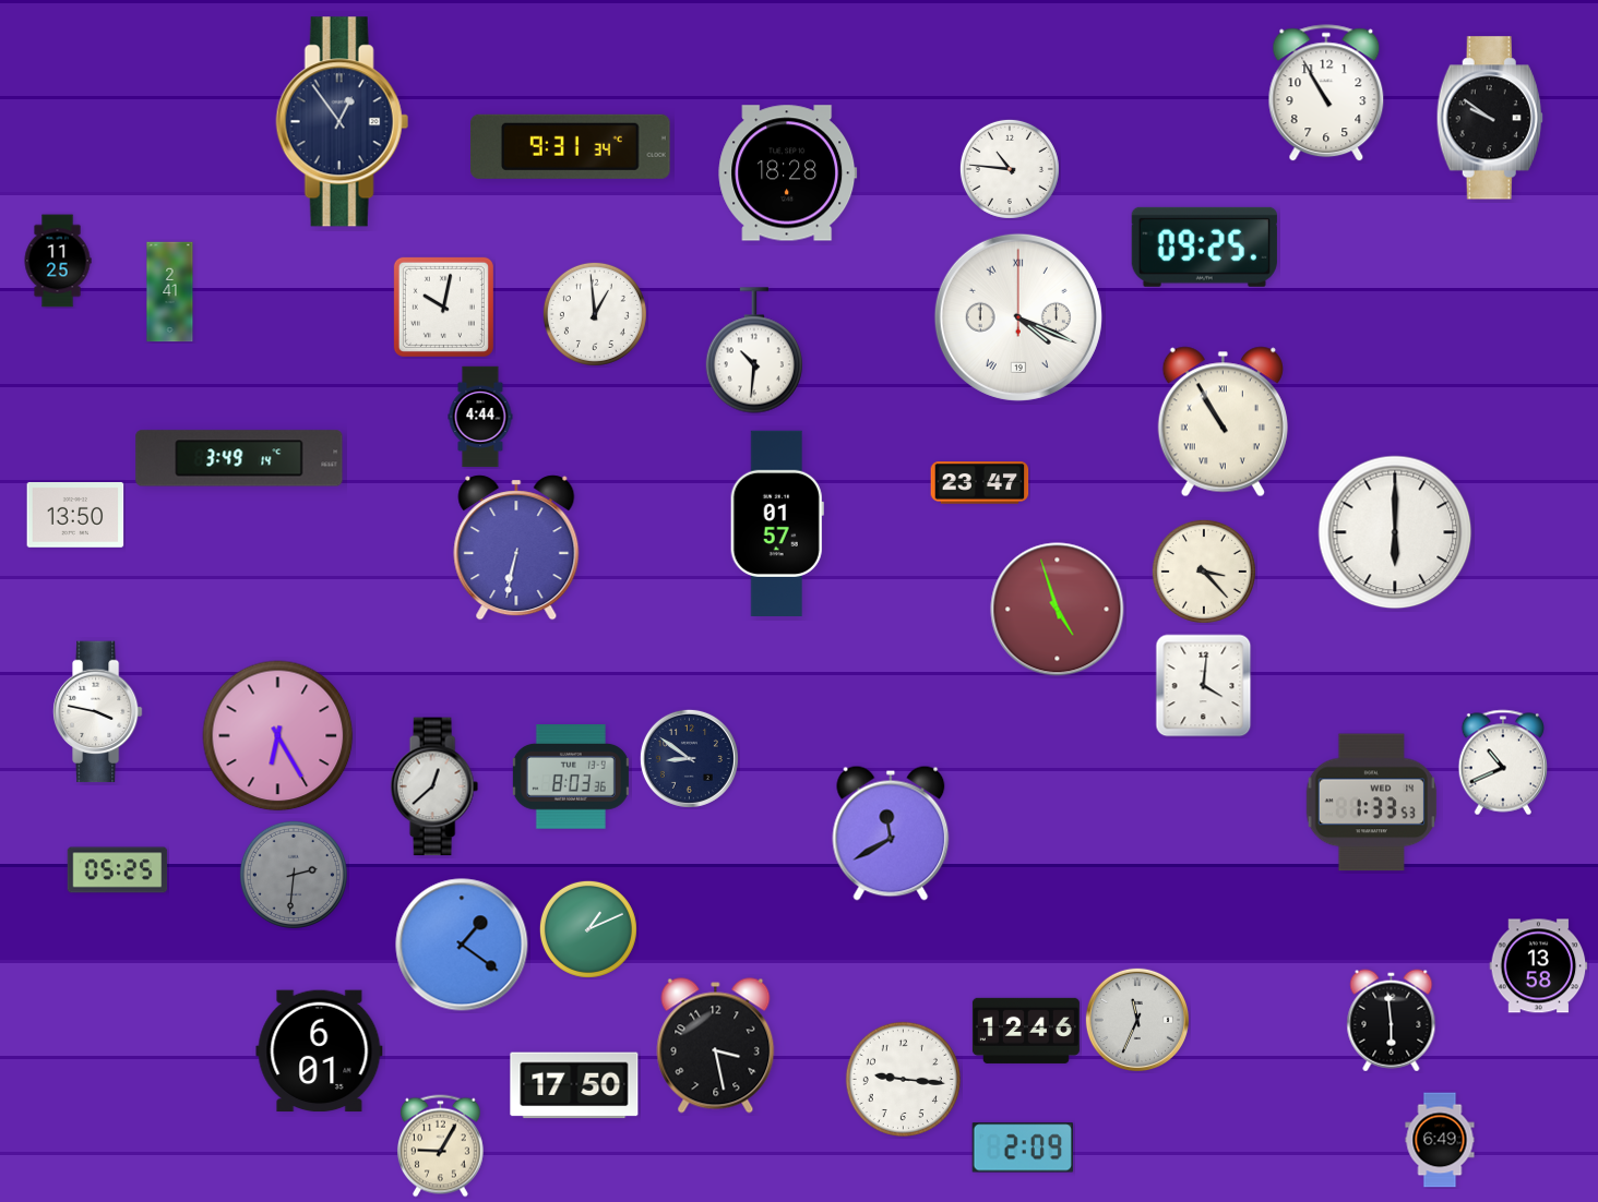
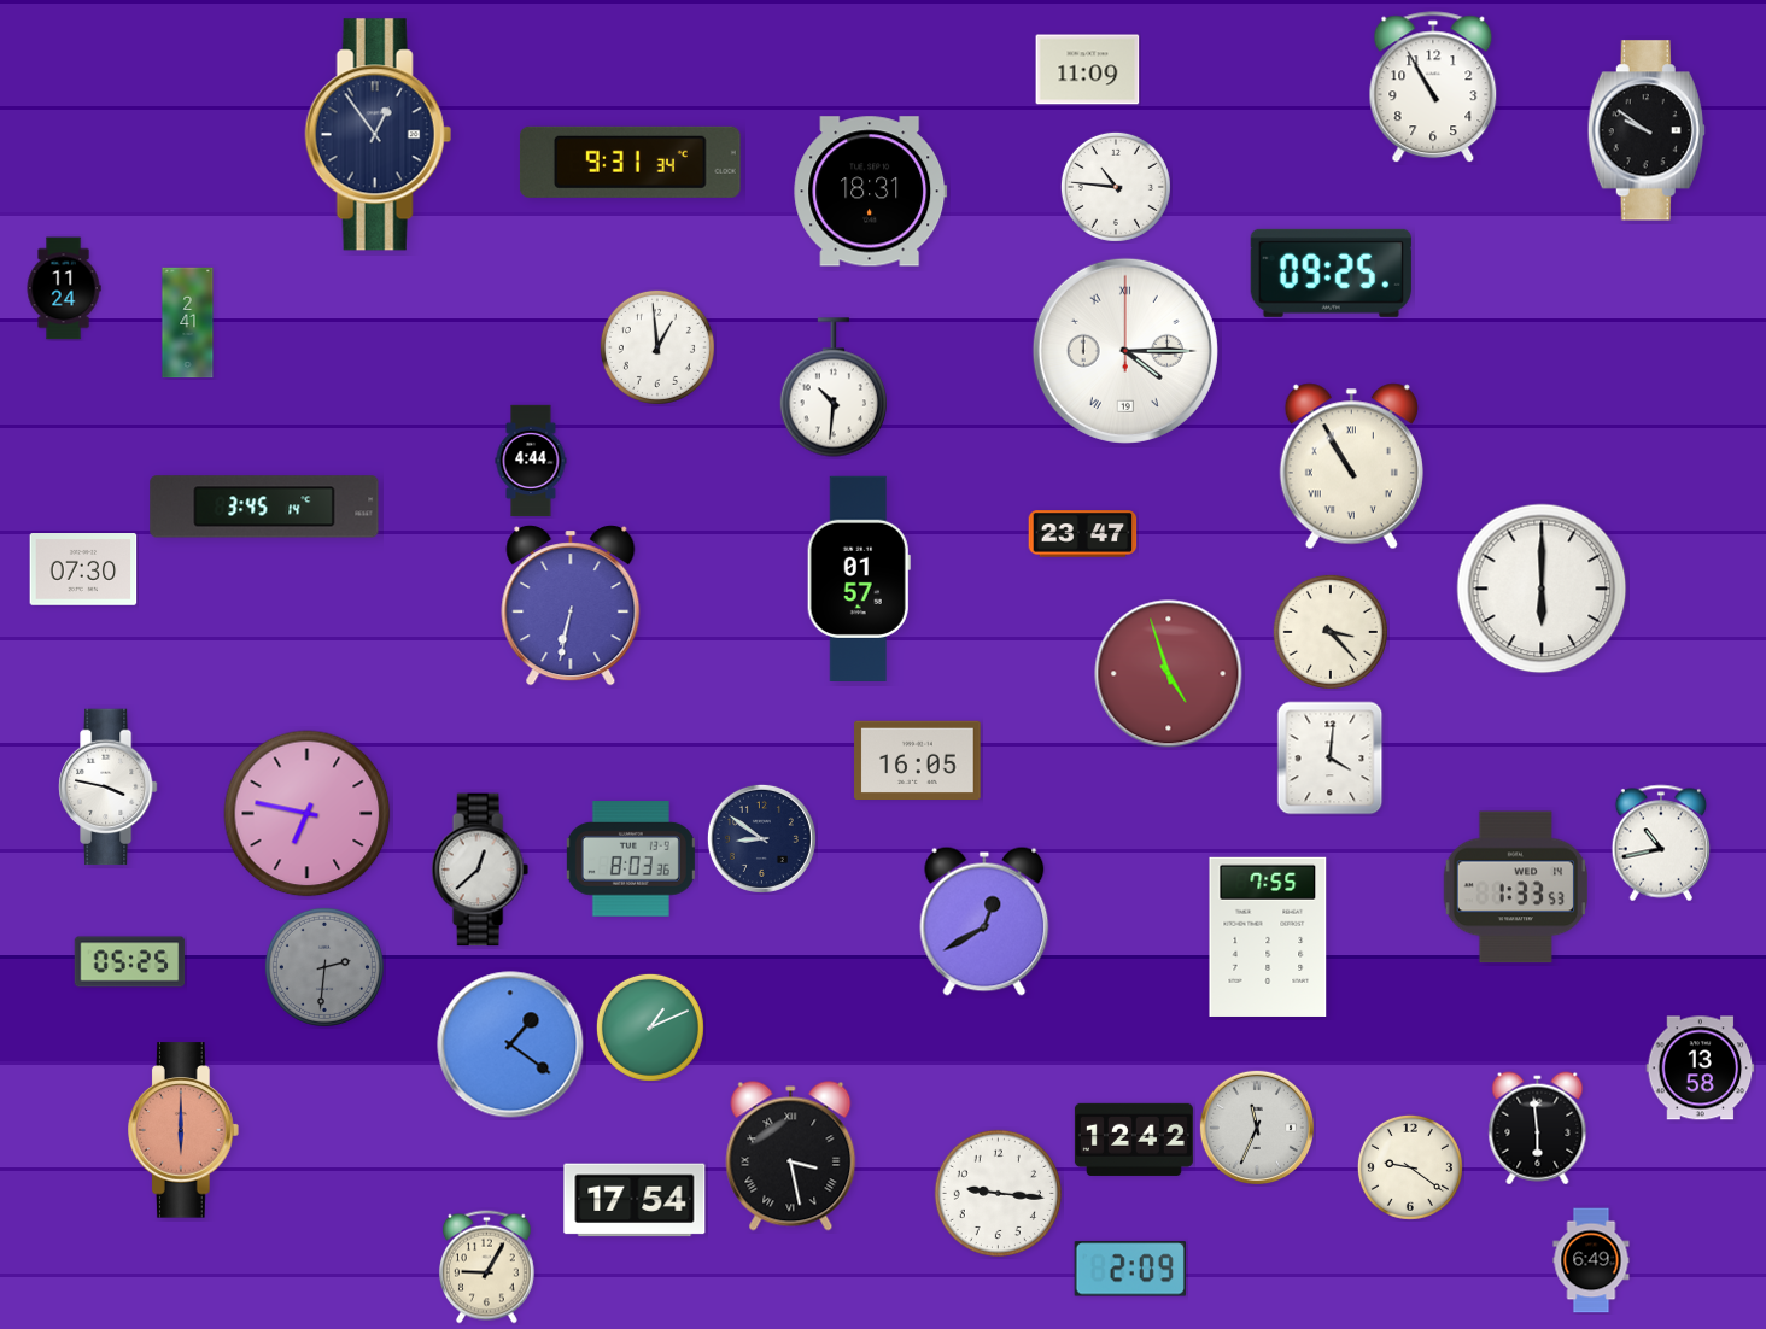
clock at (1088, 70): none -> 11:09
clock at (1326, 94) position: (1326, 94) -> (1433, 88)
clock at (788, 173): 18:28 -> 18:31
clock at (58, 261): 11:25 -> 11:24
clock at (443, 306): 10:02 -> none
clock at (1018, 317): 4:19 -> 4:15
clock at (239, 458): 3:49 -> 3:45
clock at (75, 516): 13:50 -> 07:30
clock at (918, 760): none -> 16:05
clock at (278, 736): 6:25 -> 6:47
clock at (1502, 762): 10:41 -> 10:43
clock at (891, 833): 11:40 -> 12:40
clock at (1268, 937): none -> 7:55
clock at (185, 1130): none -> 6:00
clock at (1026, 1031): 12:46 -> 12:42
clock at (716, 1046) numerals: Arabic -> Roman
clock at (320, 1051): 6:01 -> none
clock at (1410, 1167): none -> 9:21
clock at (574, 1085): 17:50 -> 17:54
